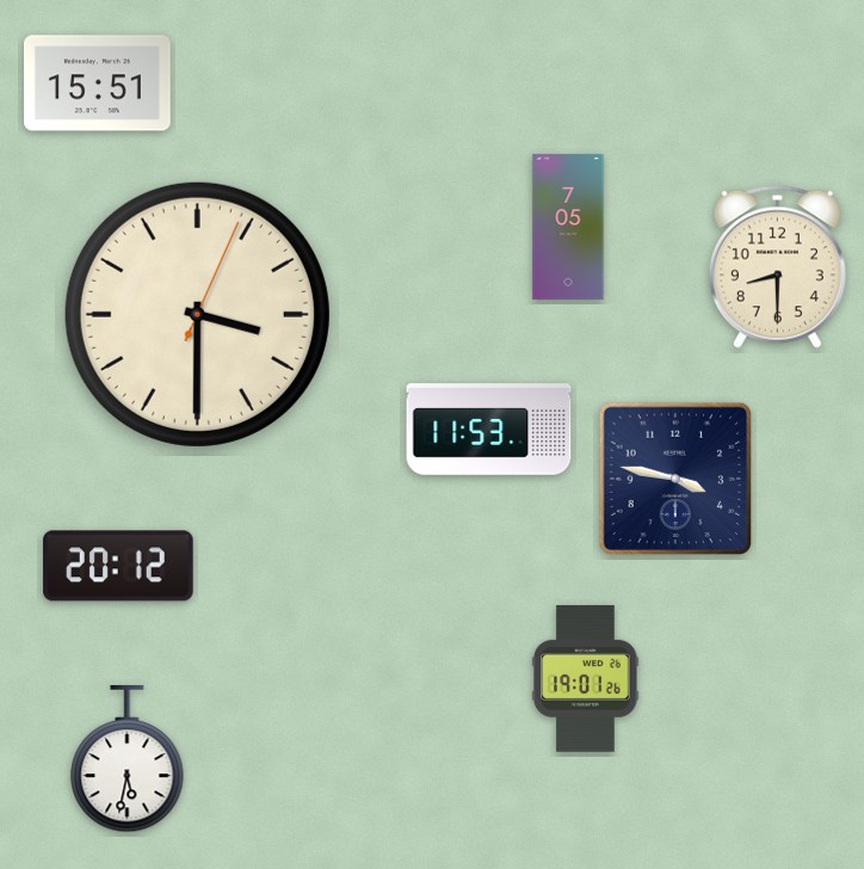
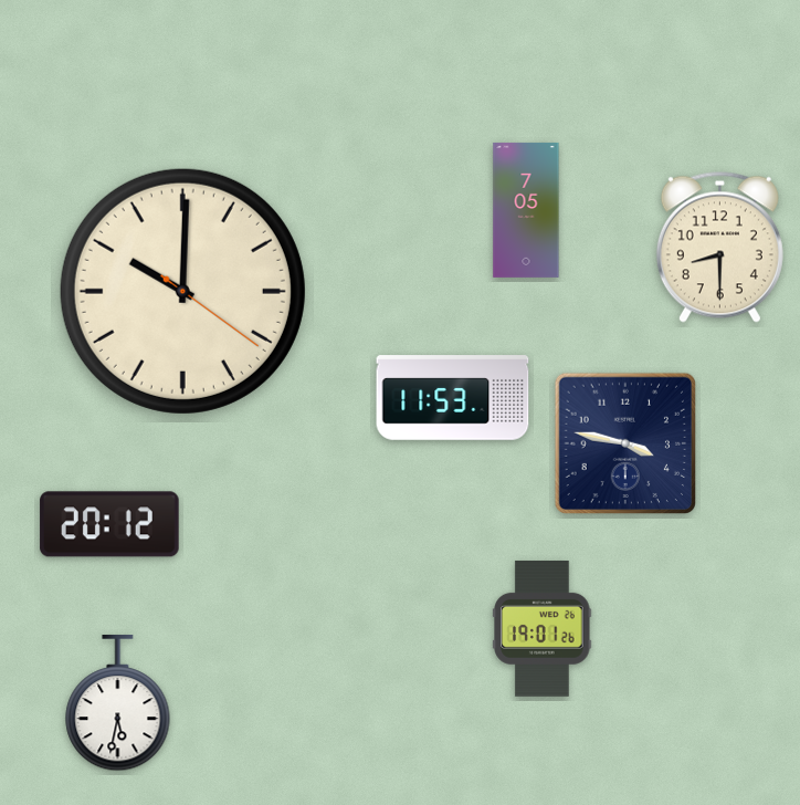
clock at (97, 84): 15:51 -> none
clock at (197, 314): 3:30 -> 10:00
